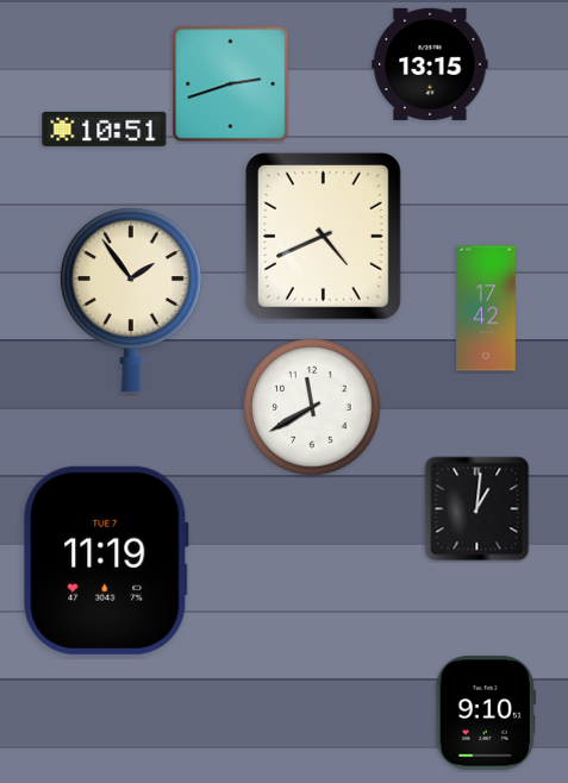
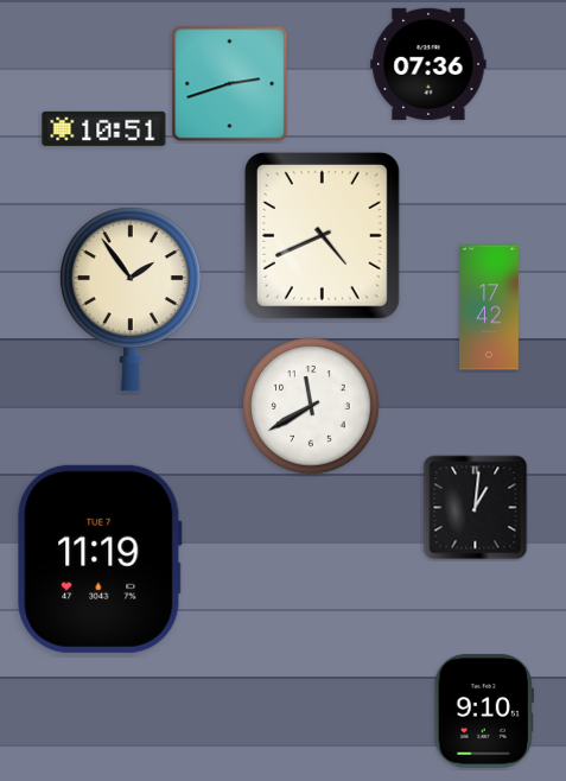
clock at (430, 64): 13:15 -> 07:36
clock at (486, 308) position: (486, 308) -> (489, 307)
clock at (106, 560) position: (106, 560) -> (100, 559)
